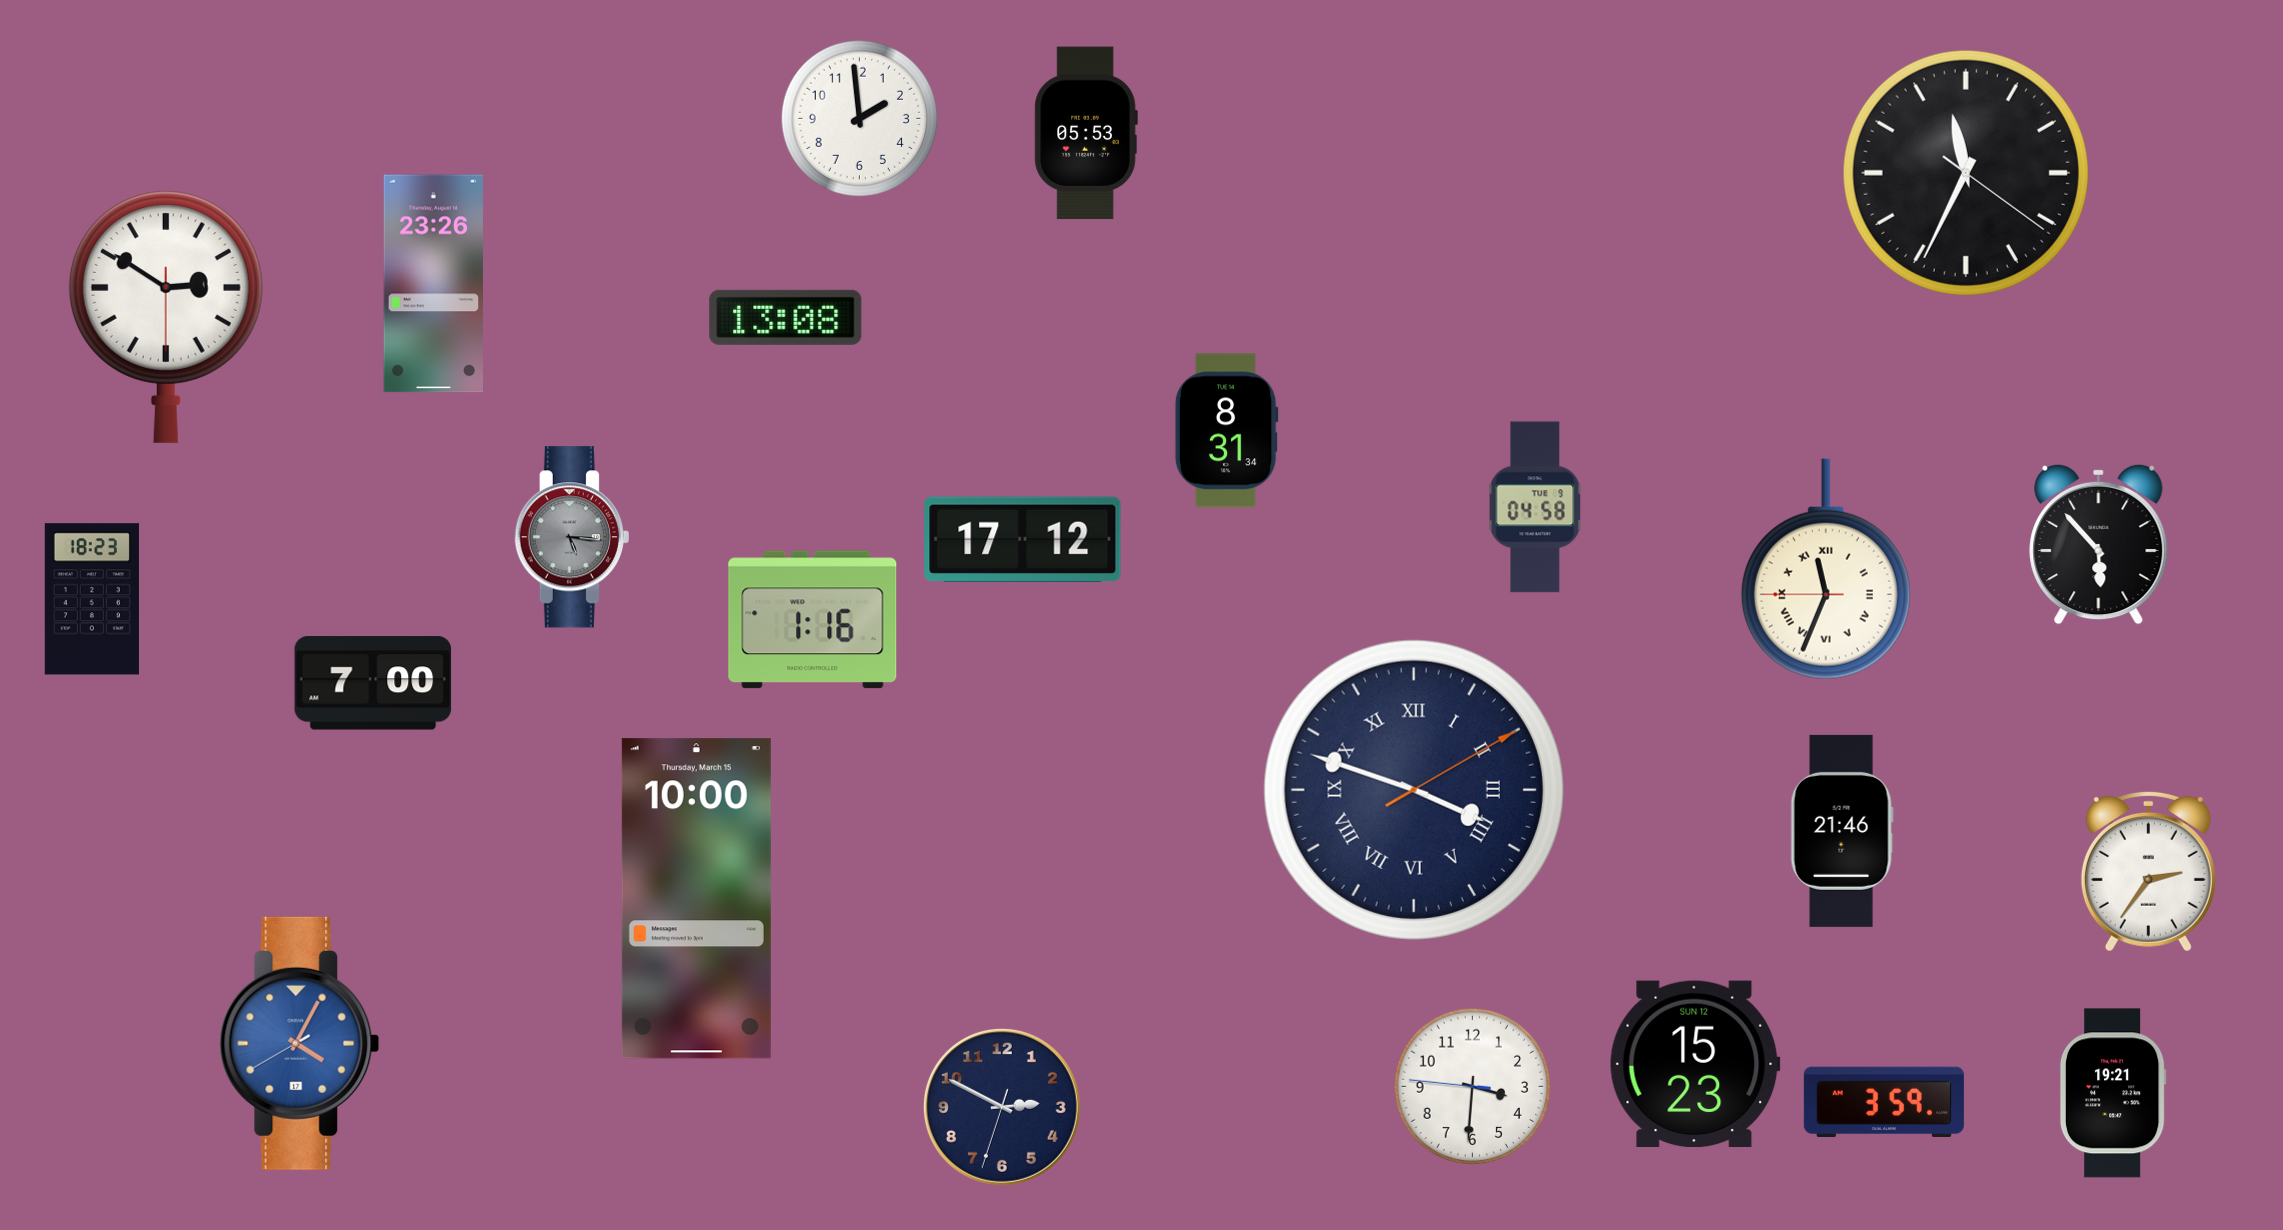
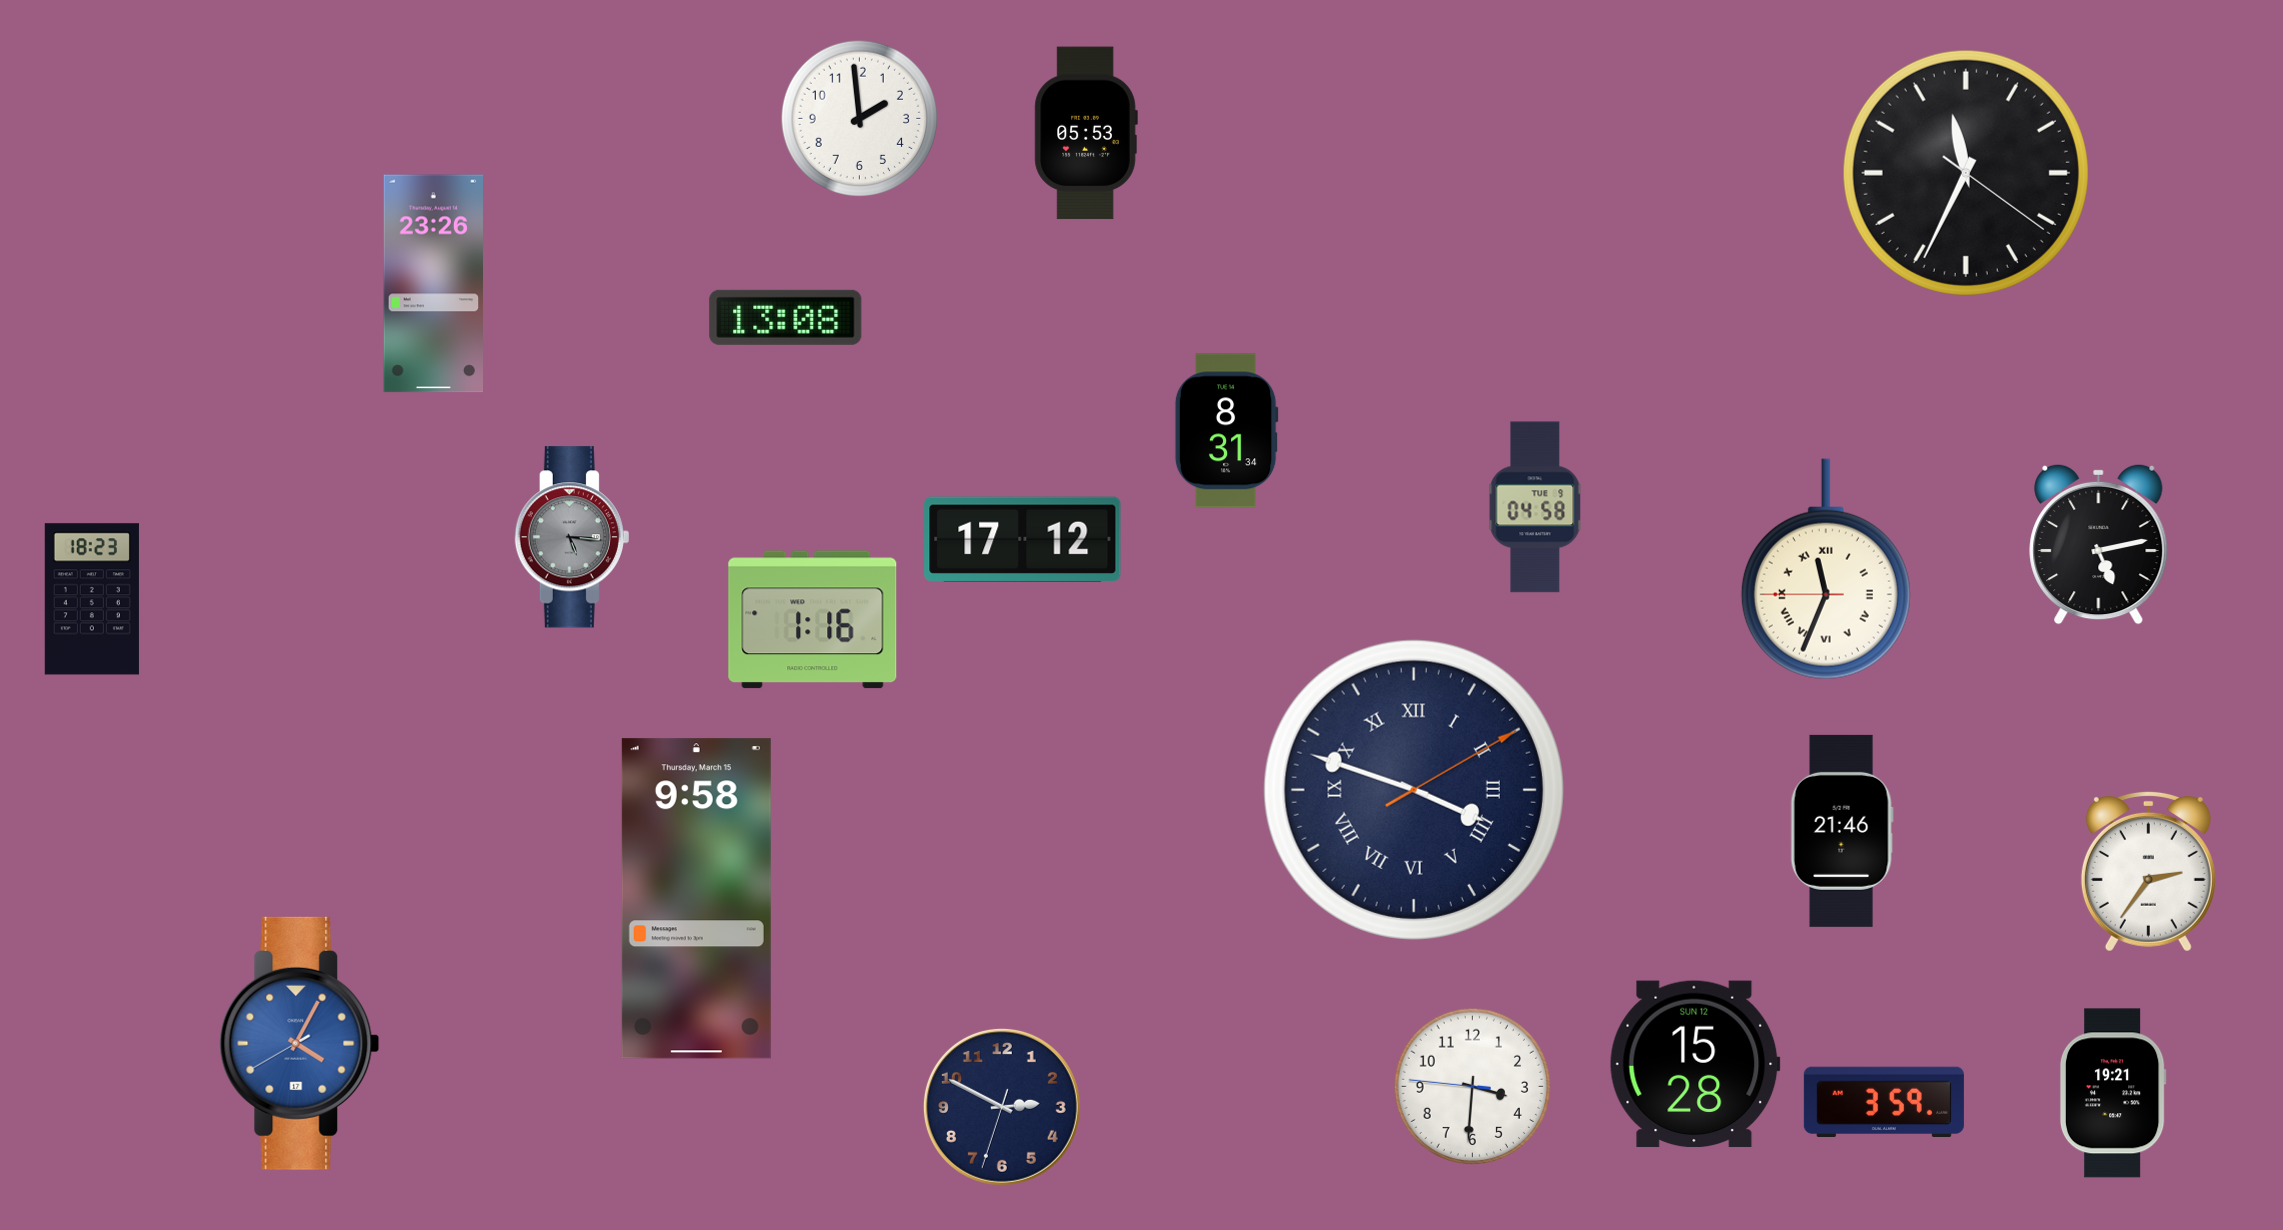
clock at (166, 317): 2:50 -> none
clock at (2099, 544): 5:53 -> 5:13
clock at (373, 683): 7:00 -> none
clock at (696, 899): 10:00 -> 9:58
clock at (1695, 1064): 15:23 -> 15:28
